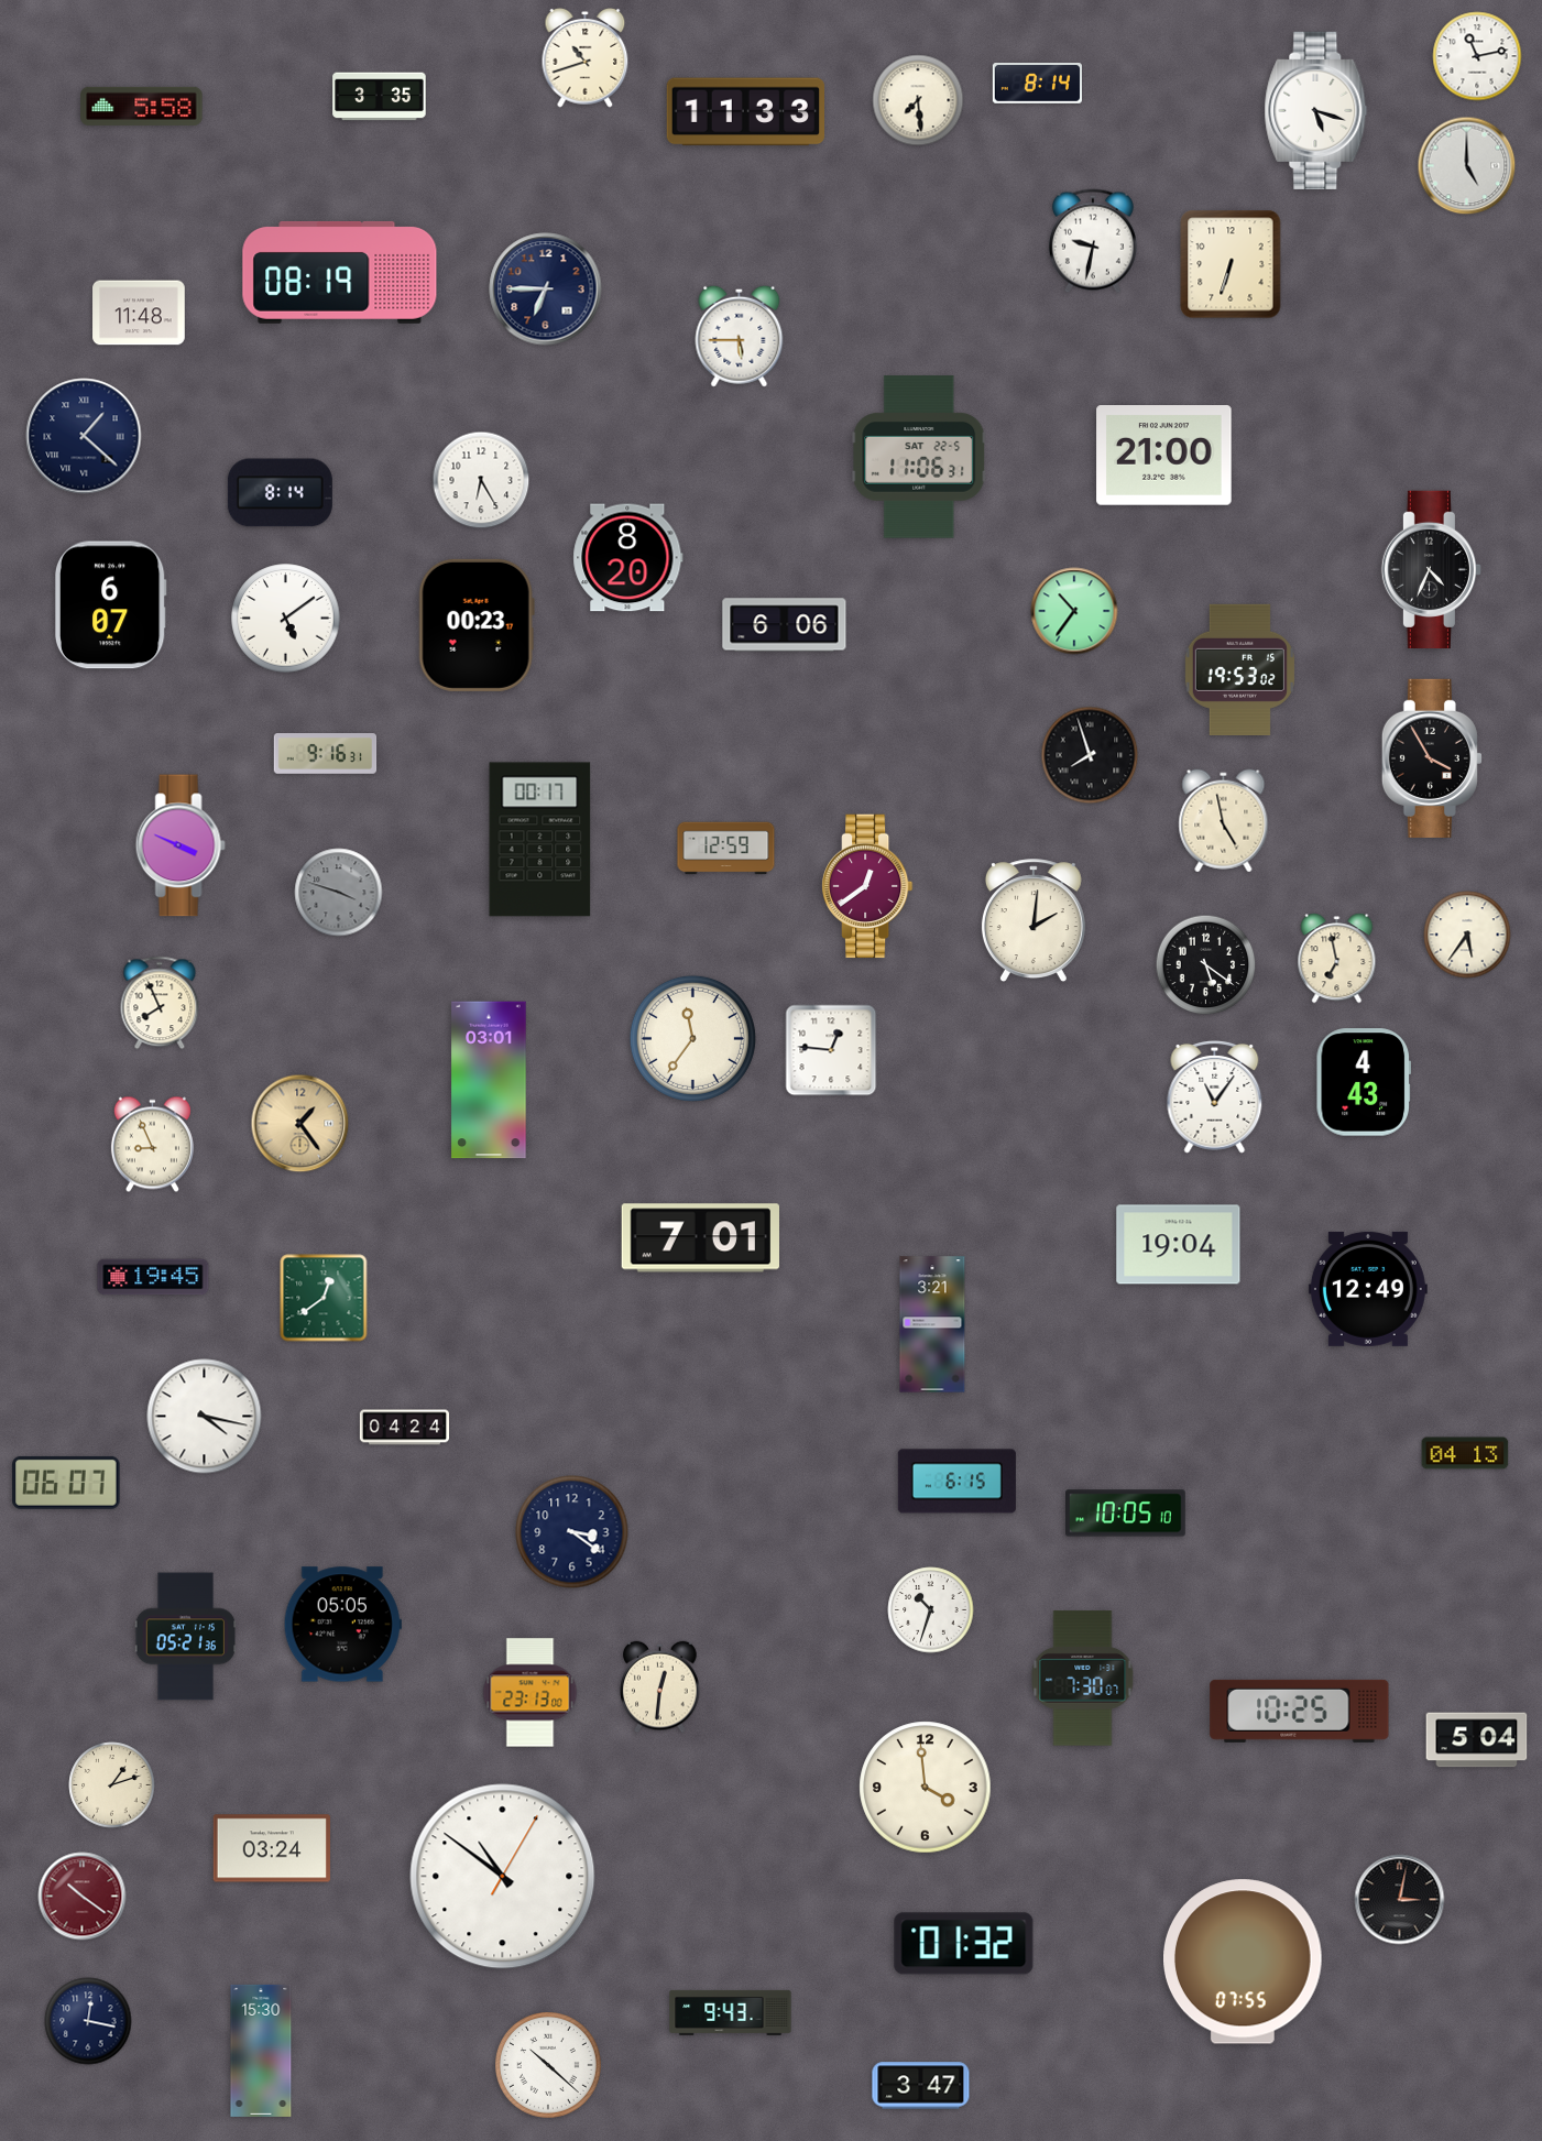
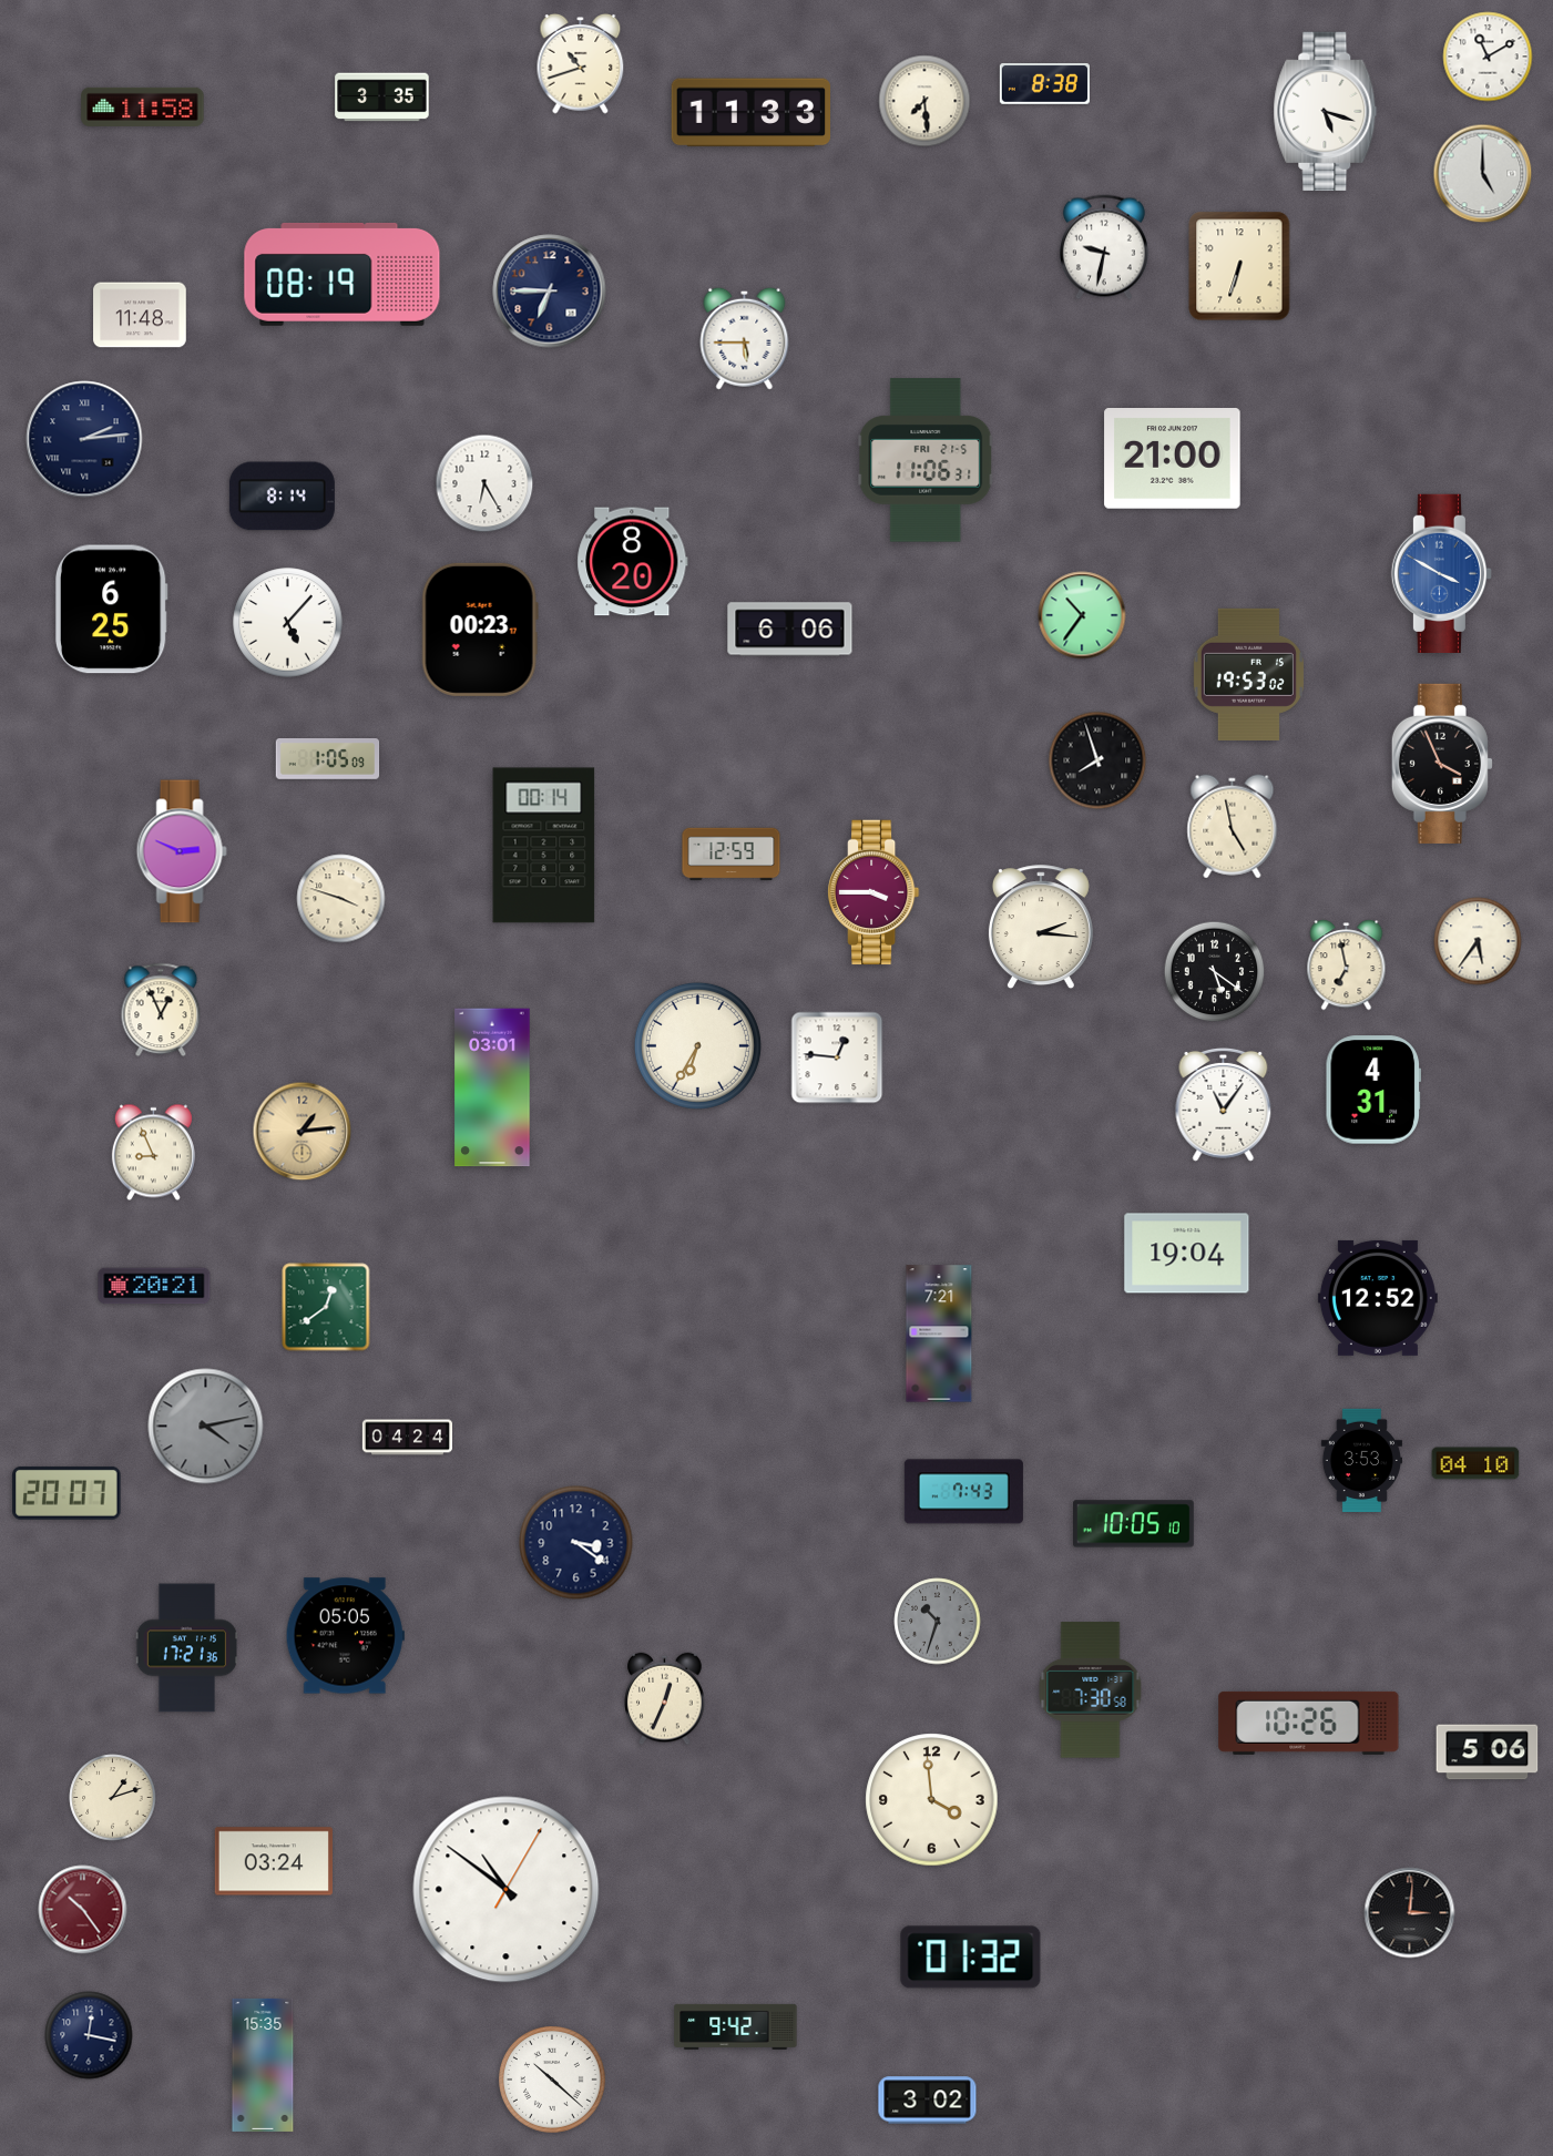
clock at (1477, 56): 11:13 -> 11:10
clock at (586, 58) position: (586, 58) -> (581, 64)
clock at (1037, 84): 8:14 -> 8:38
clock at (142, 106): 5:58 -> 11:58
clock at (1467, 166) position: (1467, 166) -> (1483, 174)
clock at (1093, 241) position: (1093, 241) -> (1104, 247)
clock at (84, 436): 1:22 -> 2:14
clock at (919, 457) date: SAT 22-5 -> FRI 21-5
clock at (1431, 569): 4:34 -> 3:50
clock at (1431, 569) dial: black -> blue
clock at (110, 605): 6:07 -> 6:25
clock at (286, 619): 5:09 -> 5:07
clock at (326, 754): 9:16 -> 1:05
clock at (1432, 758): 3:55 -> 3:56
clock at (540, 840): 00:17 -> 00:14
clock at (181, 845): 3:49 -> 2:49
clock at (867, 886): 12:39 -> 3:45
clock at (339, 893) dial: grey -> cream
clock at (1034, 921): 2:01 -> 2:16
clock at (160, 1003): 7:56 -> 12:56
clock at (692, 1038): 11:36 -> 6:35
clock at (1363, 1082): 4:43 -> 4:31
clock at (300, 1124): 1:24 -> 1:14
clock at (701, 1238): 7:01 -> none
clock at (153, 1277): 19:45 -> 20:21
clock at (1368, 1289): 12:49 -> 12:52
clock at (932, 1324): 3:21 -> 7:21
clock at (205, 1417): 4:17 -> 4:13
clock at (205, 1417) dial: white -> grey
clock at (1361, 1461): none -> 3:53
clock at (1465, 1453): 04:13 -> 04:10
clock at (956, 1482): 6:15 -> 7:43
clock at (66, 1483): 06:07 -> 20:07
clock at (931, 1610) dial: white -> grey
clock at (185, 1637): 05:21 -> 17:21
clock at (1083, 1679): 7:30:07 -> 7:30:58
clock at (660, 1687): 12:31 -> 12:34
clock at (531, 1693): 23:13 -> none
clock at (1300, 1711): 10:25 -> 10:26
clock at (1477, 1740): 5:04 -> 5:06
clock at (83, 1897): 10:21 -> 10:24
clock at (1400, 1900): 3:02 -> 3:01
clock at (1244, 1962): 07:55 -> none
clock at (731, 2012): 9:43 -> 9:42
clock at (261, 2051): 15:30 -> 15:35
clock at (921, 2086): 3:47 -> 3:02
